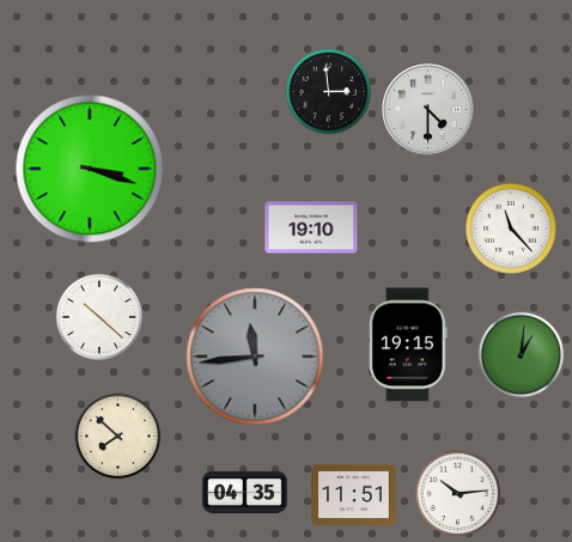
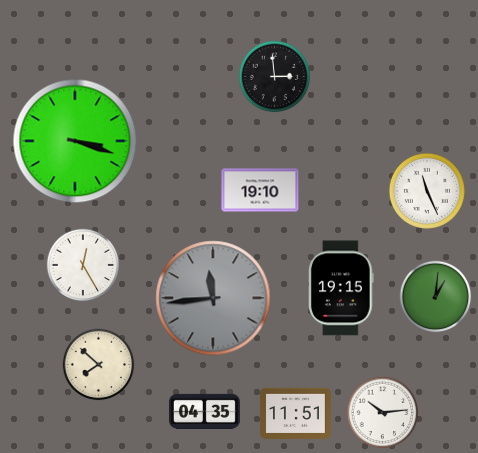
clock at (428, 110): 4:30 -> none
clock at (511, 229): 11:23 -> 11:26
clock at (99, 317): 10:22 -> 12:25
